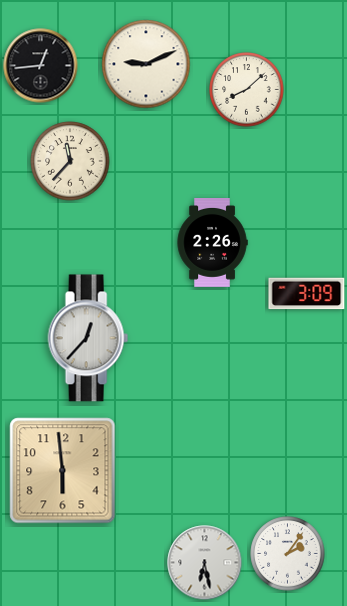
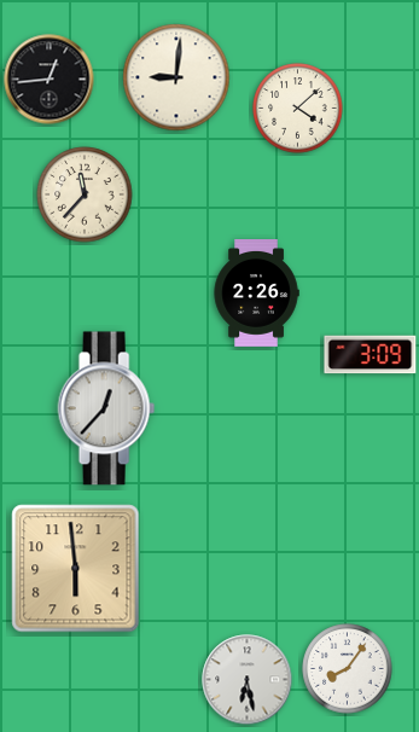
clock at (146, 64): 9:11 -> 9:01
clock at (247, 90): 8:08 -> 4:08
clock at (288, 554): 2:06 -> 8:06
